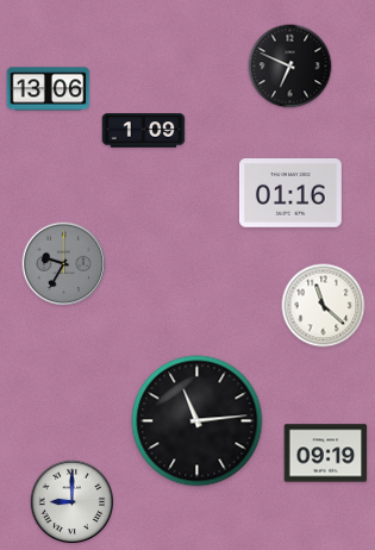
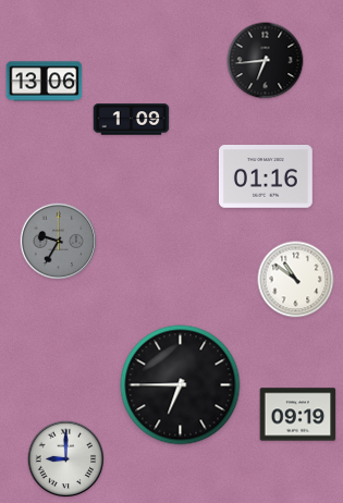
clock at (290, 67): 6:49 -> 6:44
clock at (324, 306): 11:22 -> 10:51
clock at (198, 421): 11:14 -> 6:45
